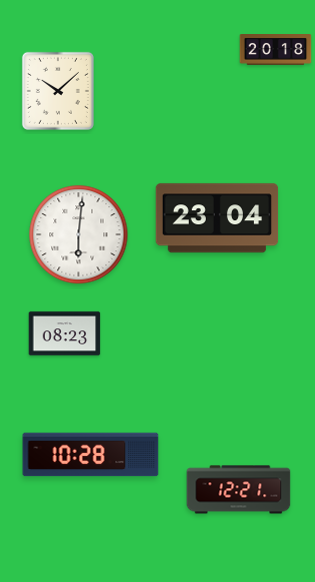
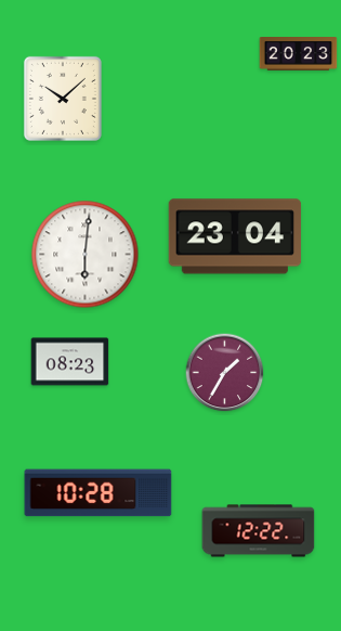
clock at (276, 50): 20:18 -> 20:23
clock at (225, 373): none -> 1:35
clock at (239, 490): 12:21 -> 12:22
